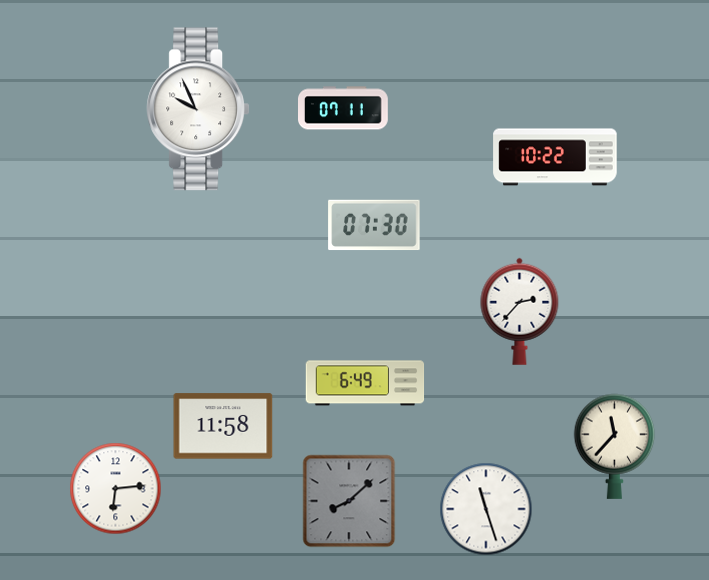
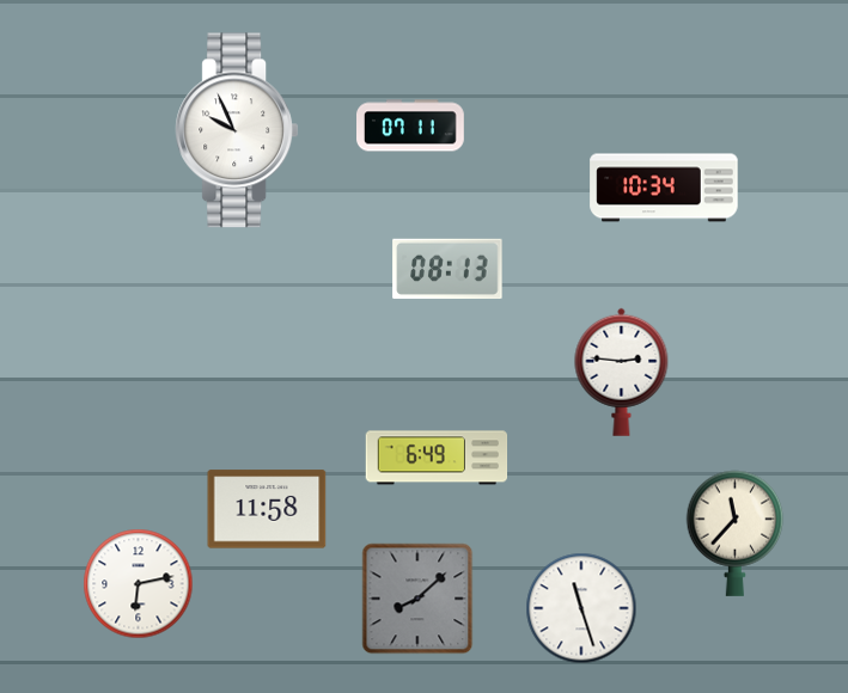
clock at (344, 108) position: (344, 108) -> (411, 125)
clock at (555, 157): 10:22 -> 10:34
clock at (374, 225): 07:30 -> 08:13
clock at (520, 311): 2:37 -> 2:46
clock at (116, 489): 6:14 -> 6:13
